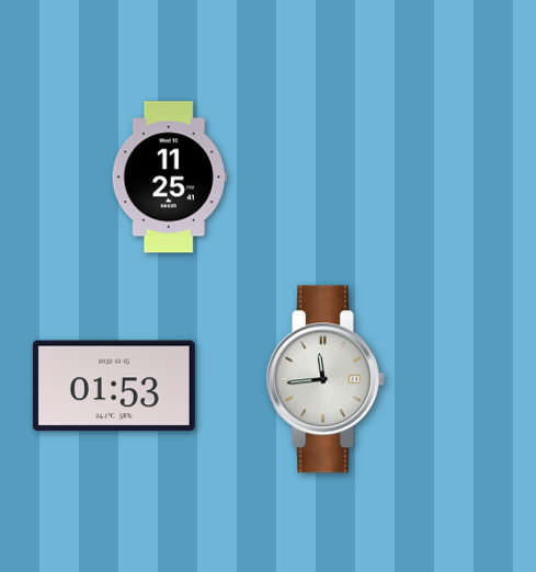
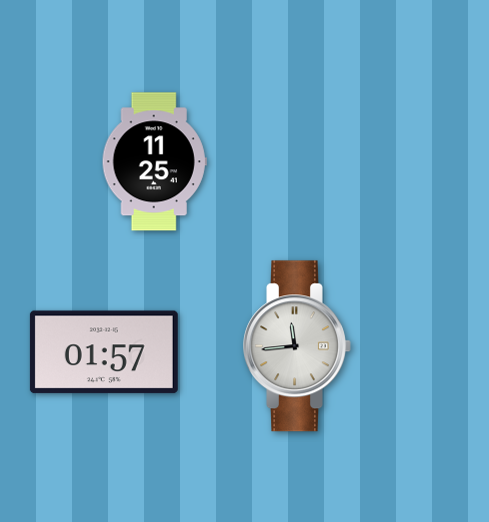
clock at (114, 386): 01:53 -> 01:57
